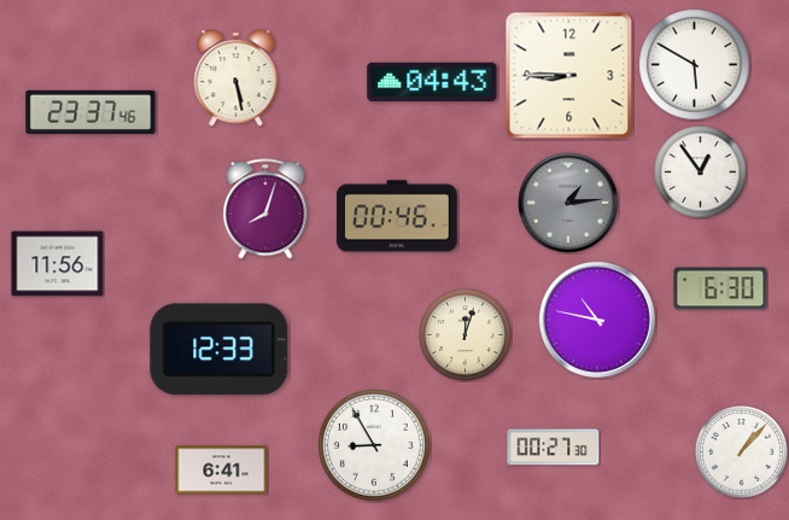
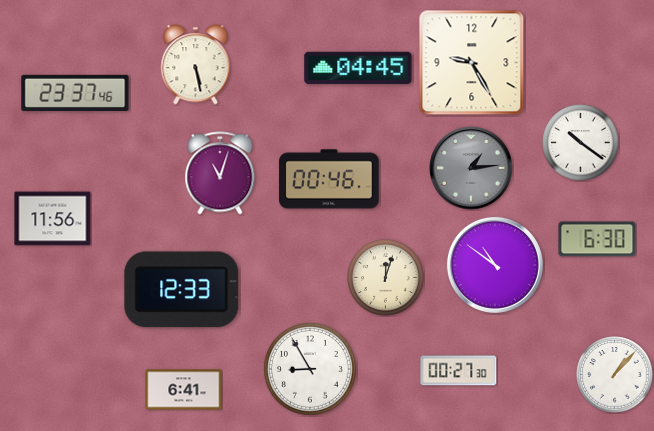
clock at (695, 65): 5:50 -> none
clock at (569, 76): 8:45 -> 9:25
clock at (432, 82): 04:43 -> 04:45
clock at (701, 173): 12:54 -> 10:21
clock at (265, 209): 8:03 -> 11:03
clock at (58, 264) position: (58, 264) -> (53, 219)
clock at (597, 320): 10:47 -> 10:51
